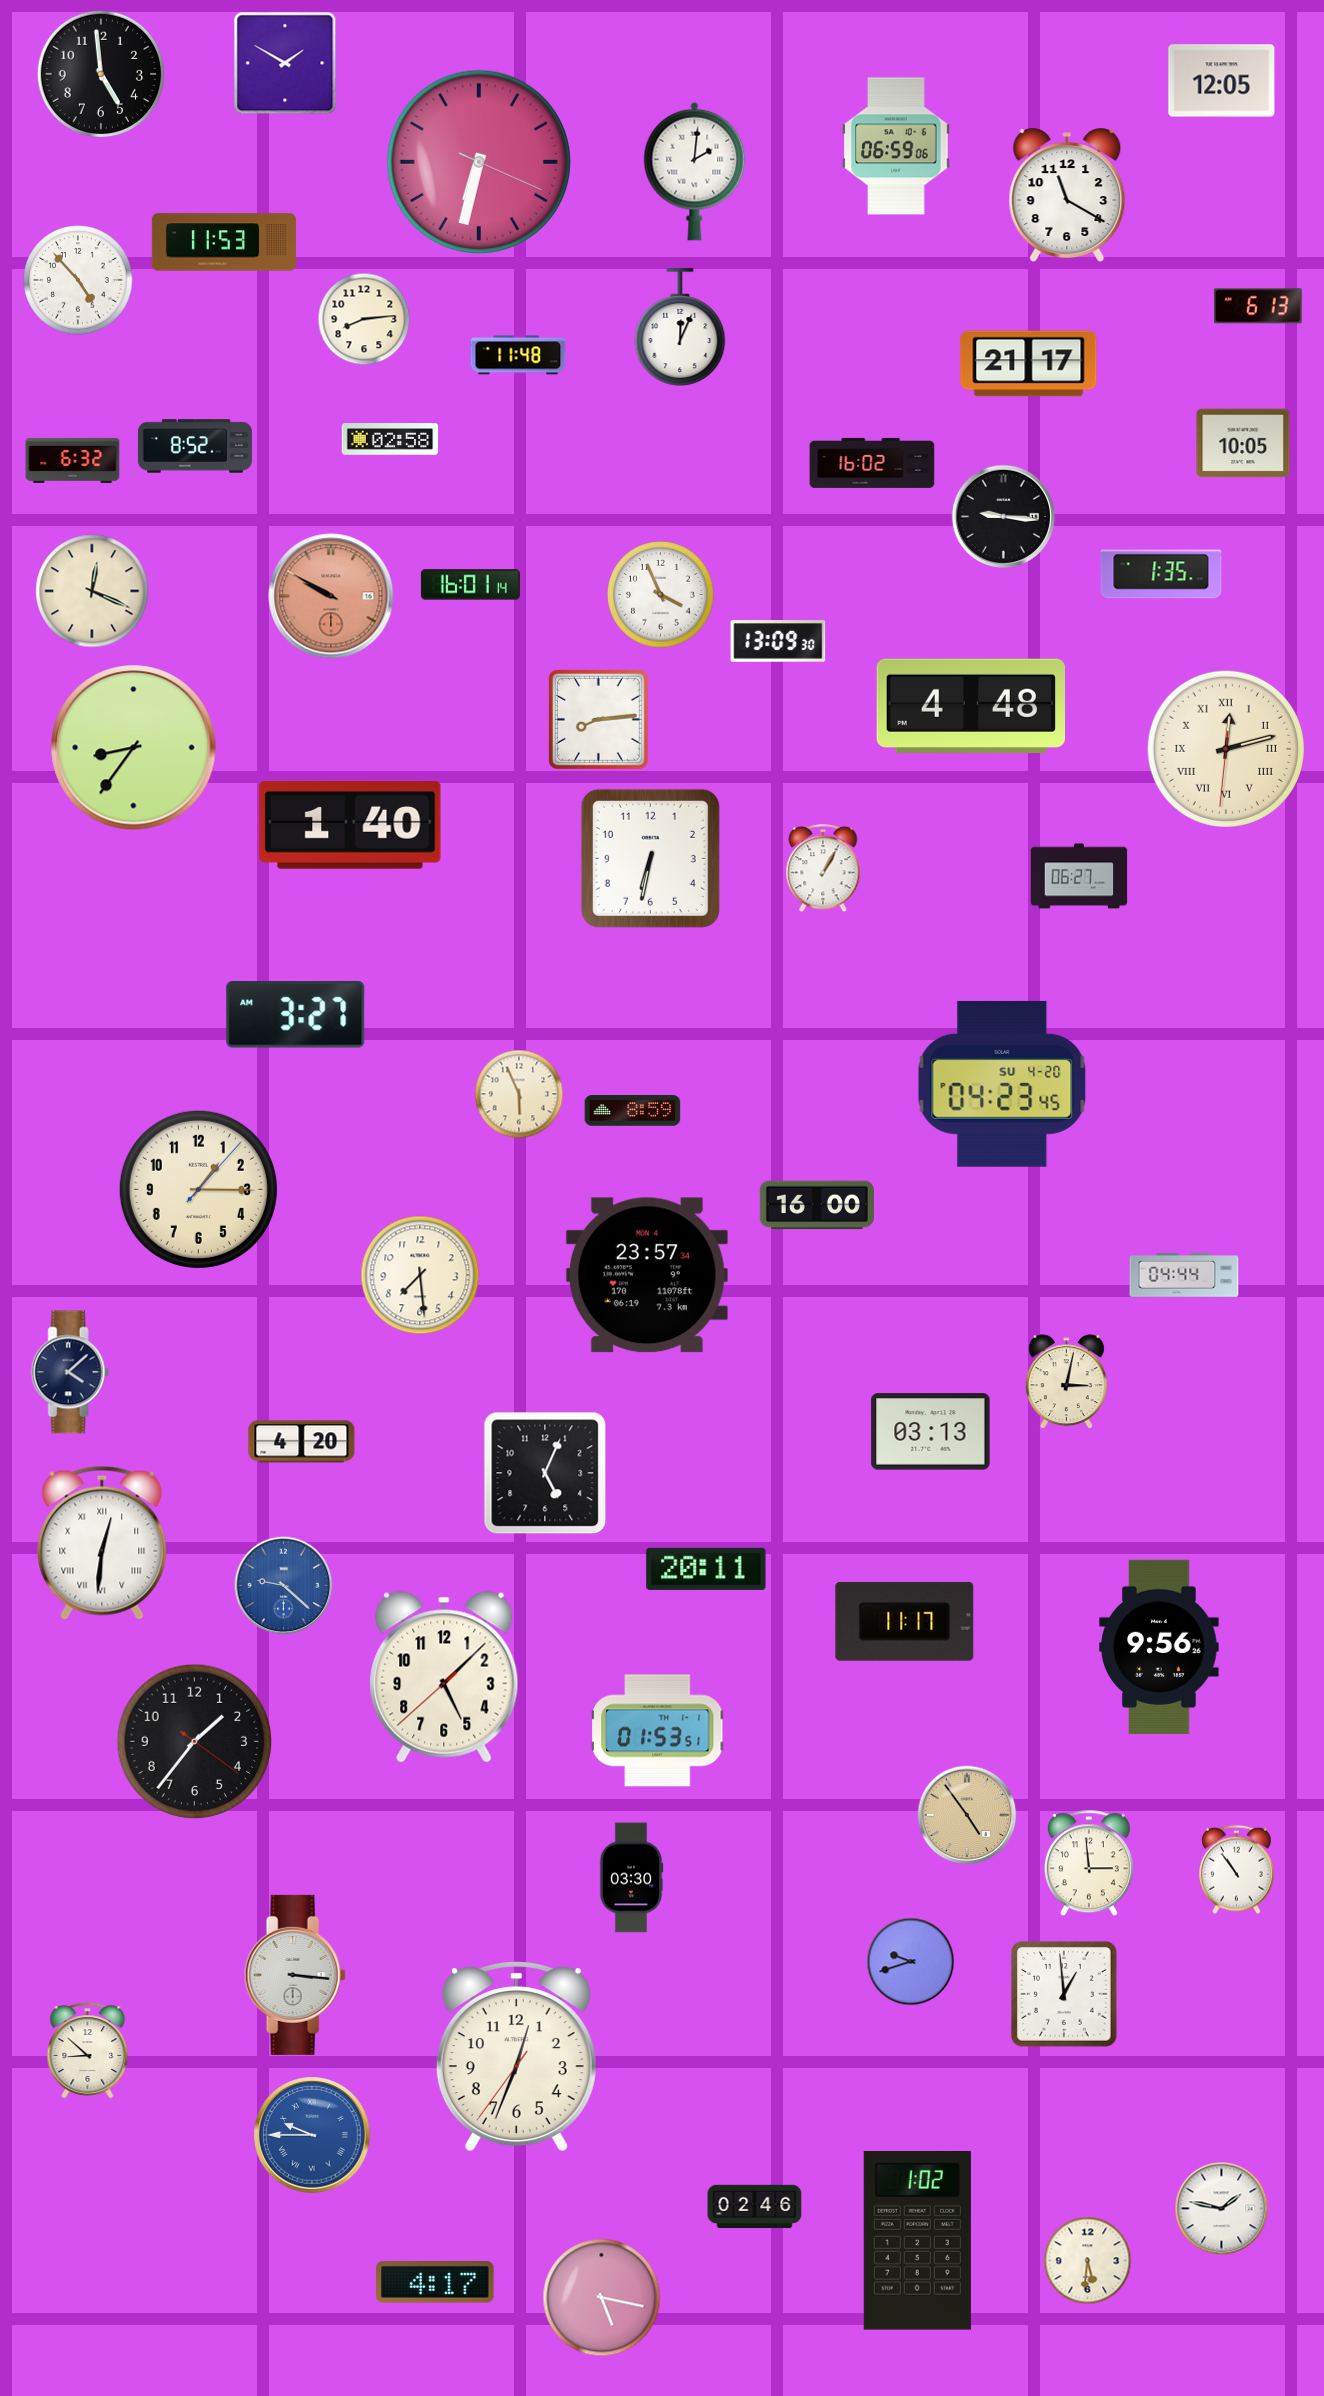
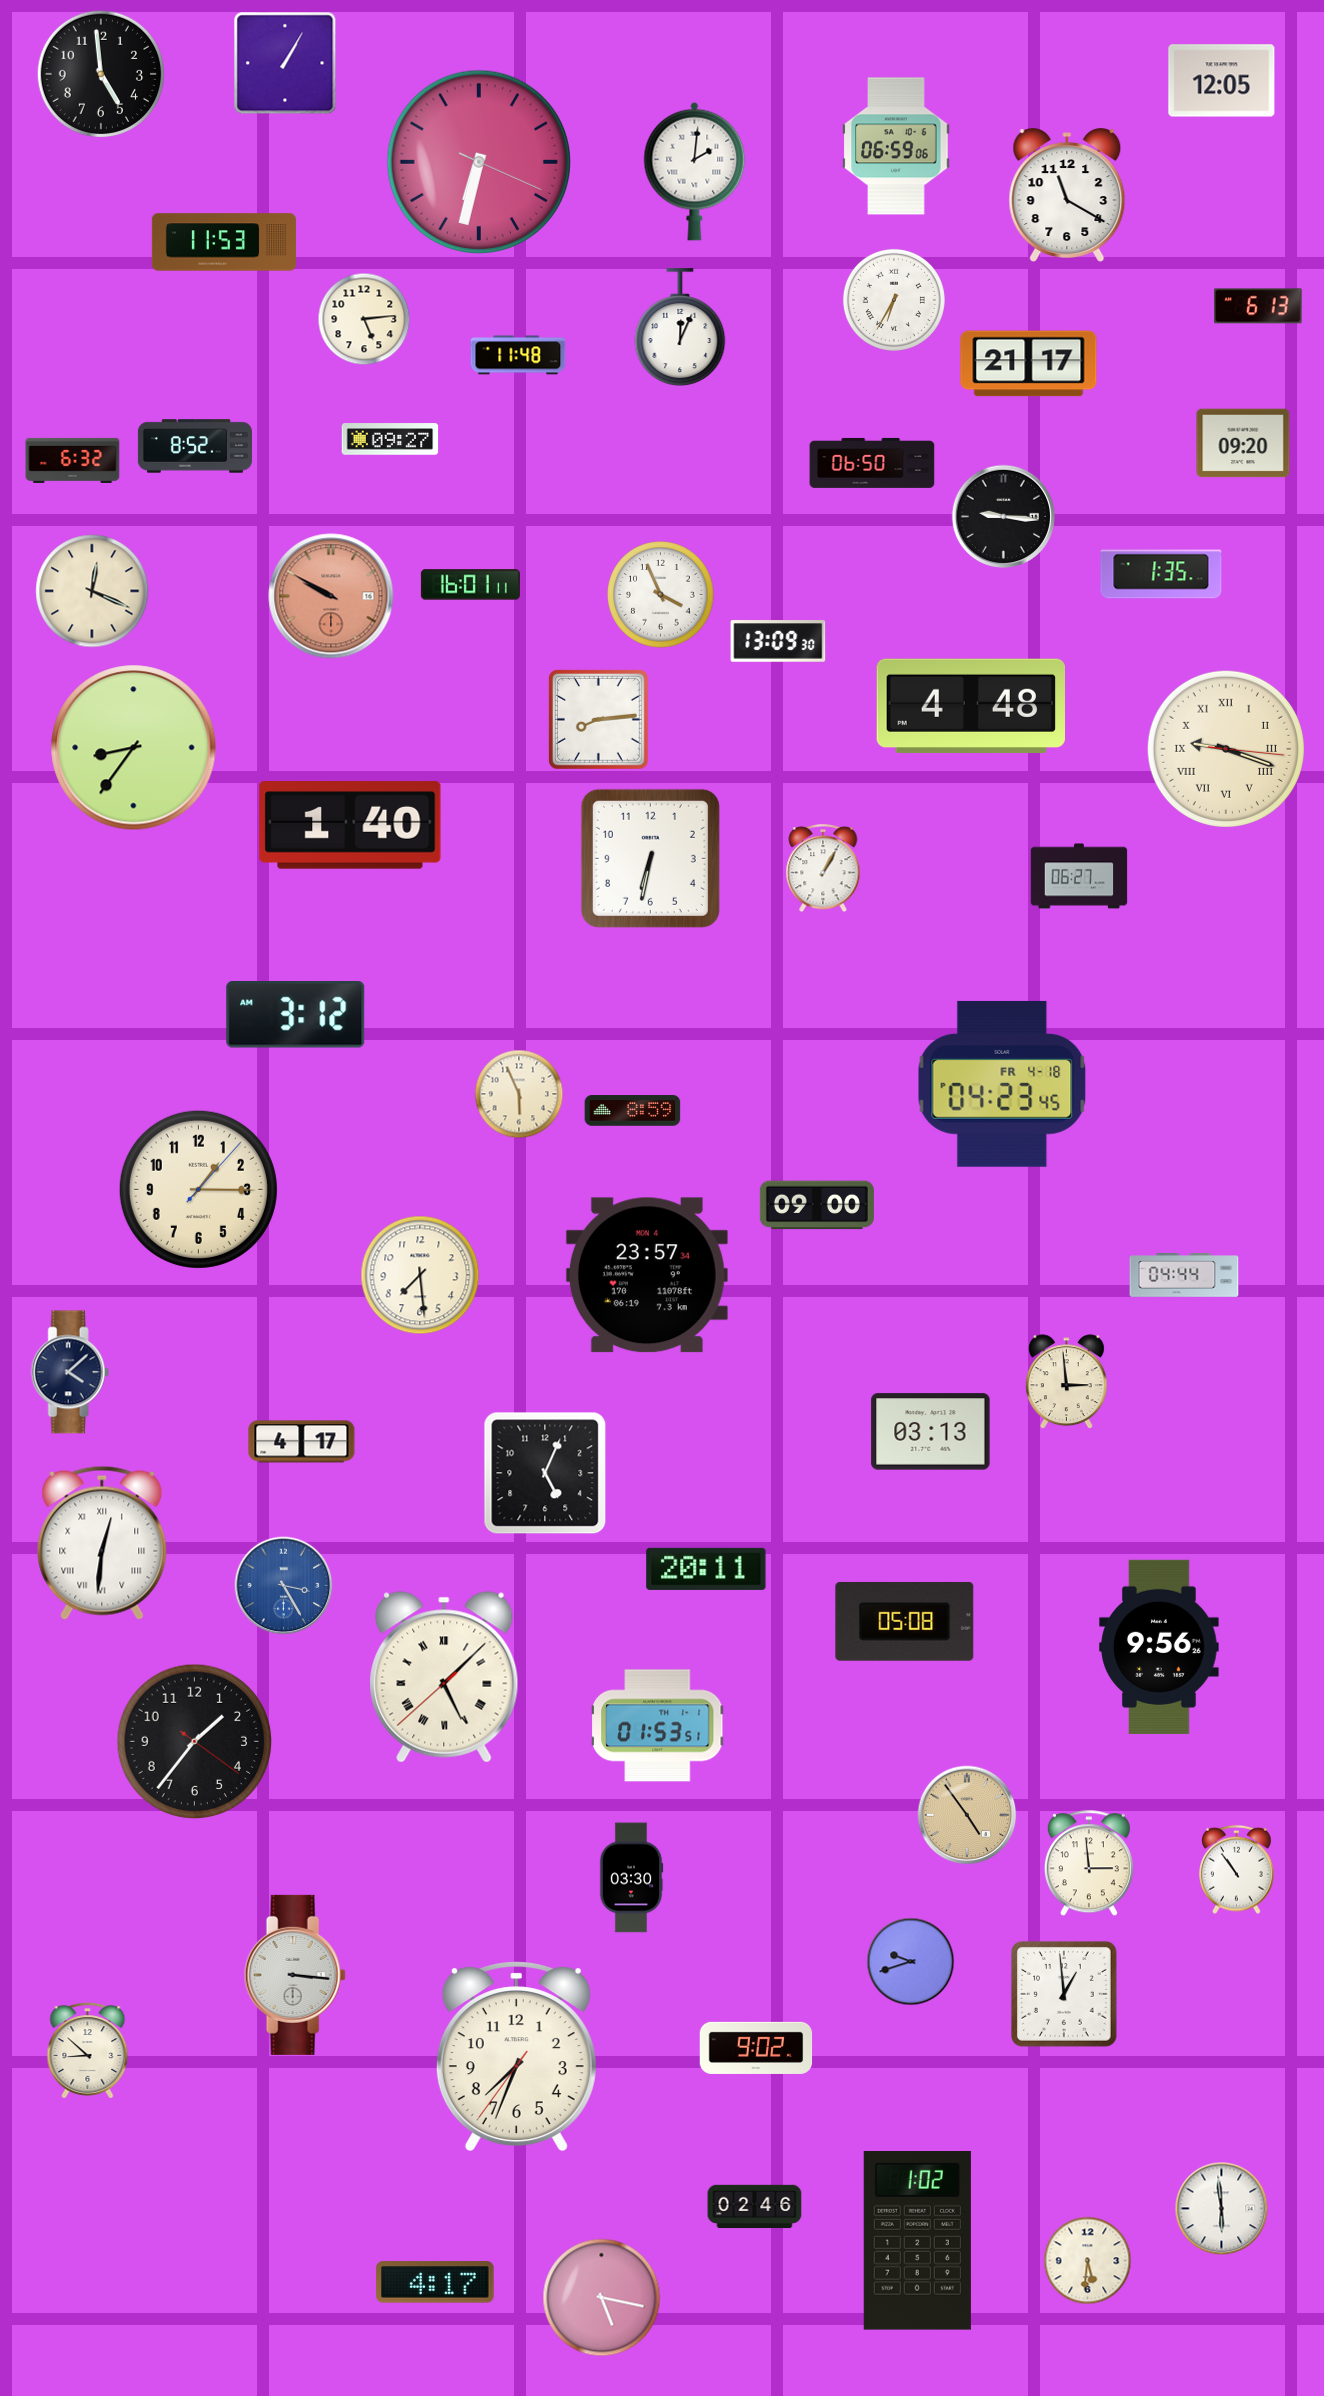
clock at (285, 63): 1:50 -> 1:05
clock at (78, 280): 4:53 -> none
clock at (894, 300): none -> 6:35
clock at (364, 319): 8:14 -> 5:14
clock at (390, 439): 02:58 -> 09:27
clock at (1243, 443): 10:05 -> 09:20
clock at (872, 463): 16:02 -> 06:50
clock at (470, 585): 16:01:14 -> 16:01:11
clock at (1226, 749): 12:12 -> 9:18
clock at (296, 1015): 3:27 -> 3:12
clock at (1002, 1084) date: SU 4-20 -> FR 4-18
clock at (817, 1205): 16:00 -> 09:00
clock at (1066, 1382): 3:02 -> 2:59
clock at (302, 1442): 4:20 -> 4:17
clock at (284, 1586): 9:22 -> 3:25
clock at (905, 1621): 11:17 -> 05:08
clock at (444, 1677) numerals: Arabic -> Roman
clock at (658, 1731) position: (658, 1731) -> (658, 1726)
clock at (756, 2048): none -> 9:02
clock at (516, 2057): 12:33 -> 7:33
clock at (312, 2135): 9:45 -> none
clock at (1222, 2209): 1:47 -> 5:59
